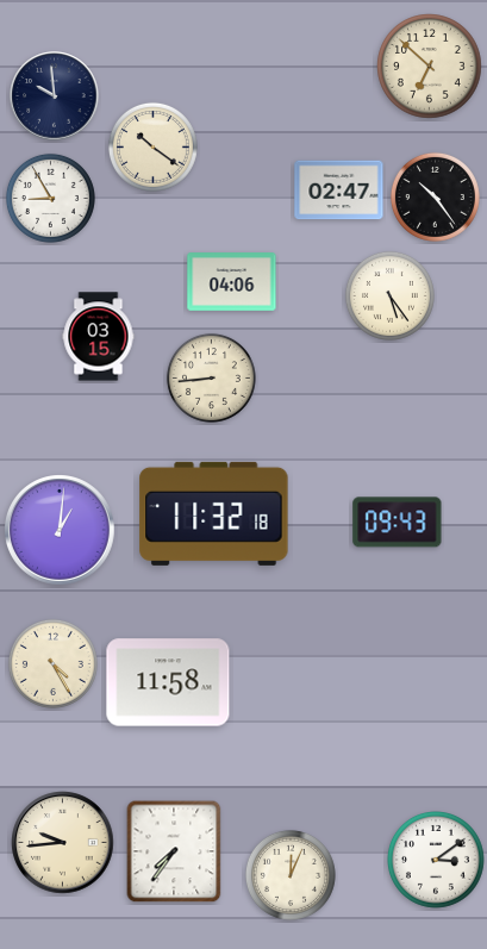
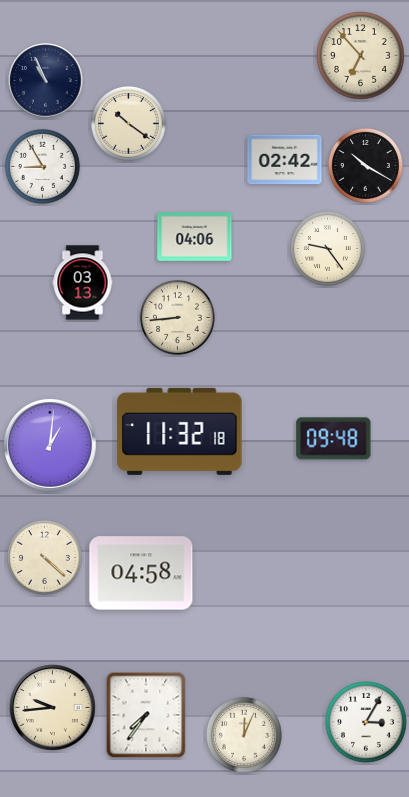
clock at (430, 67): 6:52 -> 6:53
clock at (55, 96): 9:59 -> 10:56
clock at (339, 191): 02:47 -> 02:42
clock at (435, 196): 10:24 -> 10:20
clock at (389, 295): 5:24 -> 9:24
clock at (99, 337): 03:15 -> 03:13
clock at (398, 523): 09:43 -> 09:48
clock at (52, 663): 4:25 -> 4:22
clock at (168, 682): 11:58 -> 04:58
clock at (437, 861): 3:09 -> 3:05
